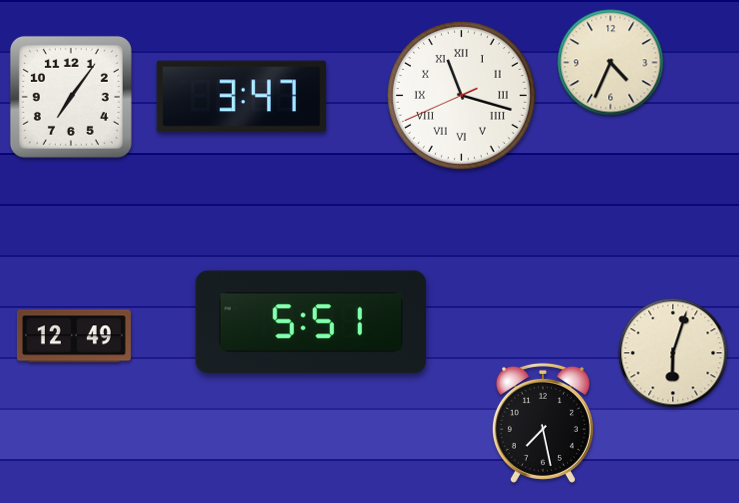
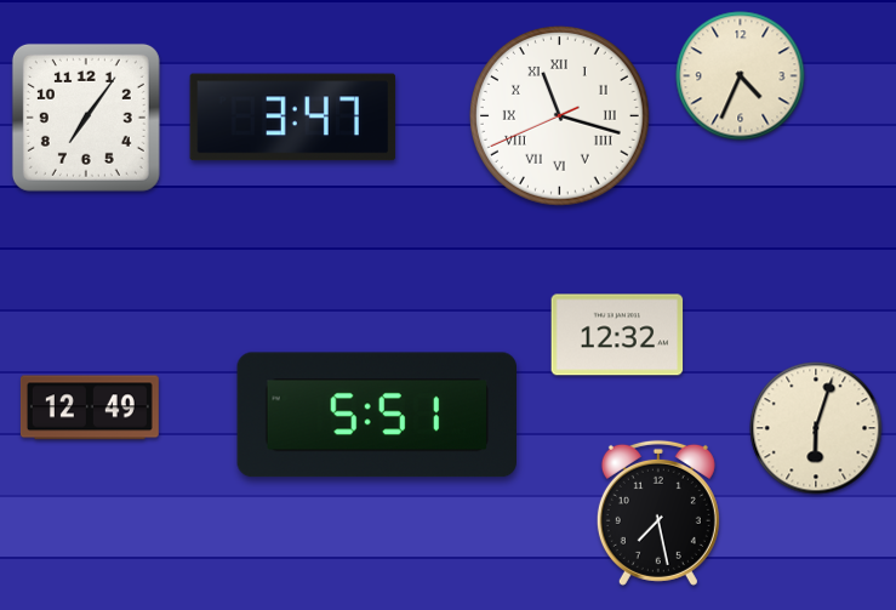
clock at (617, 335): none -> 12:32
clock at (310, 322) position: (310, 322) -> (376, 415)
